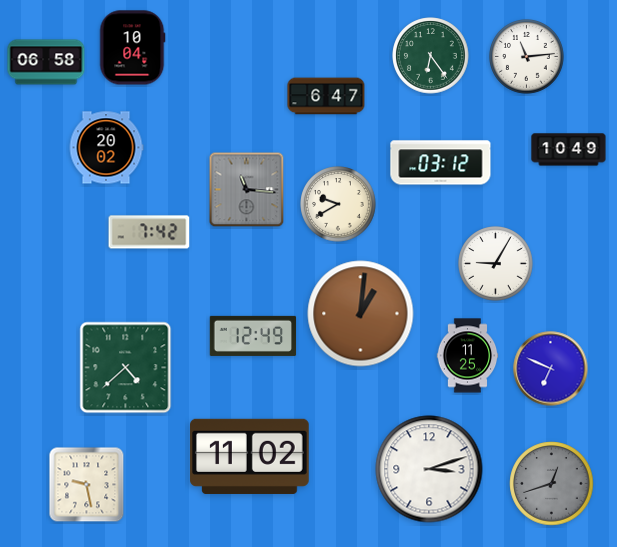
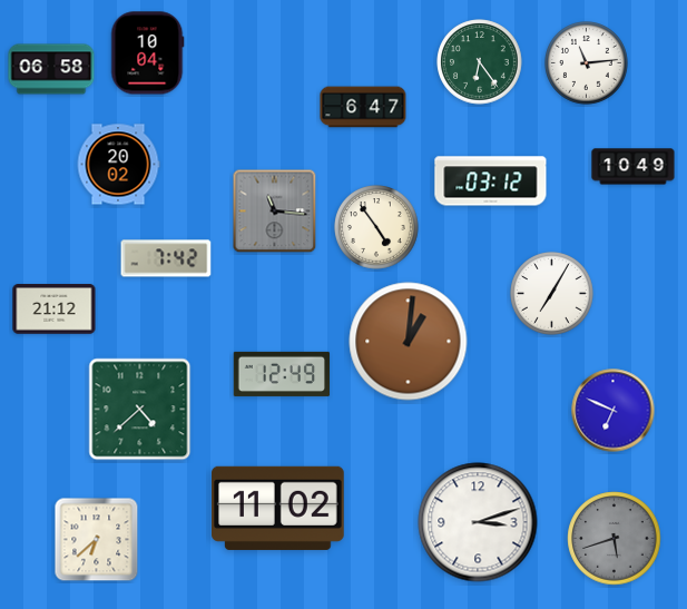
clock at (338, 204): 9:40 -> 4:54
clock at (496, 264): 9:05 -> 7:05
clock at (55, 310): none -> 21:12
clock at (361, 314) position: (361, 314) -> (409, 342)
clock at (468, 356): 11:25 -> none
clock at (552, 484): 12:42 -> 5:42
clock at (87, 485): 9:28 -> 6:38
